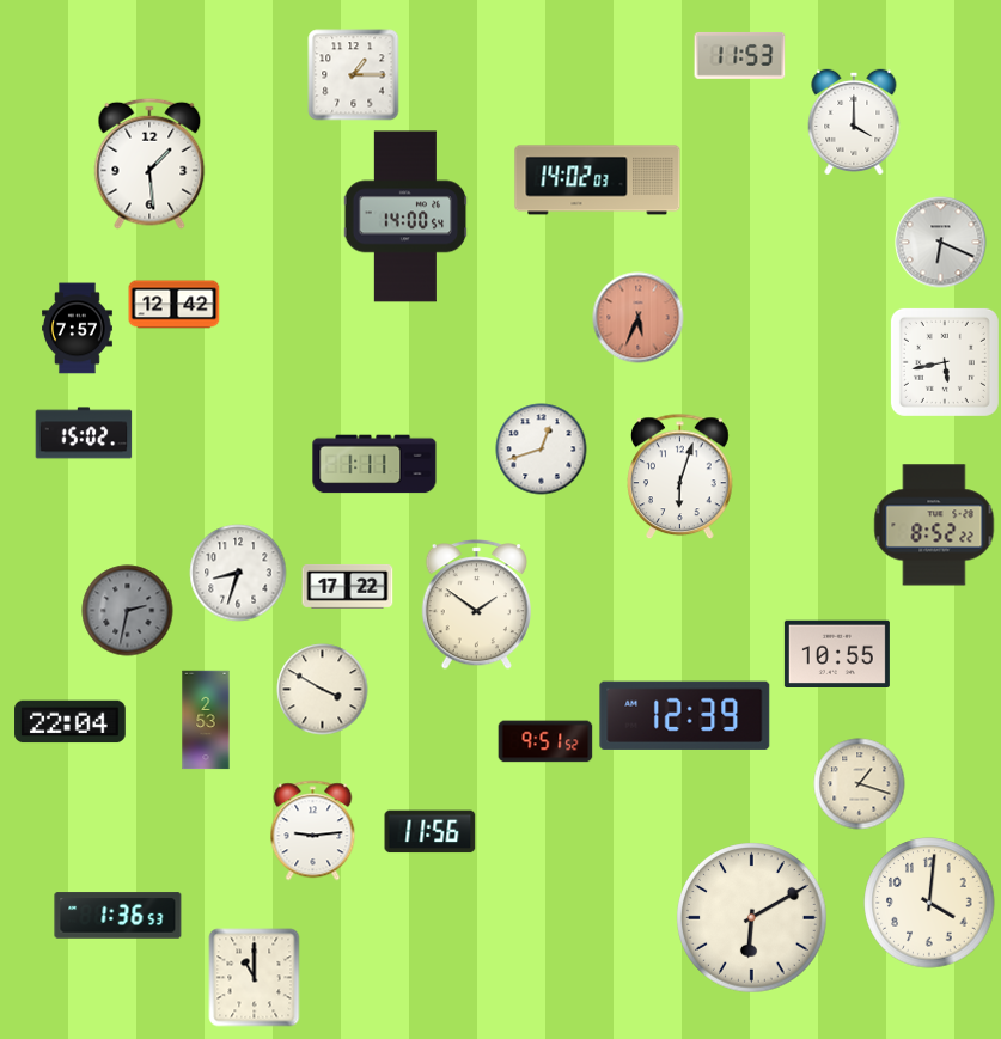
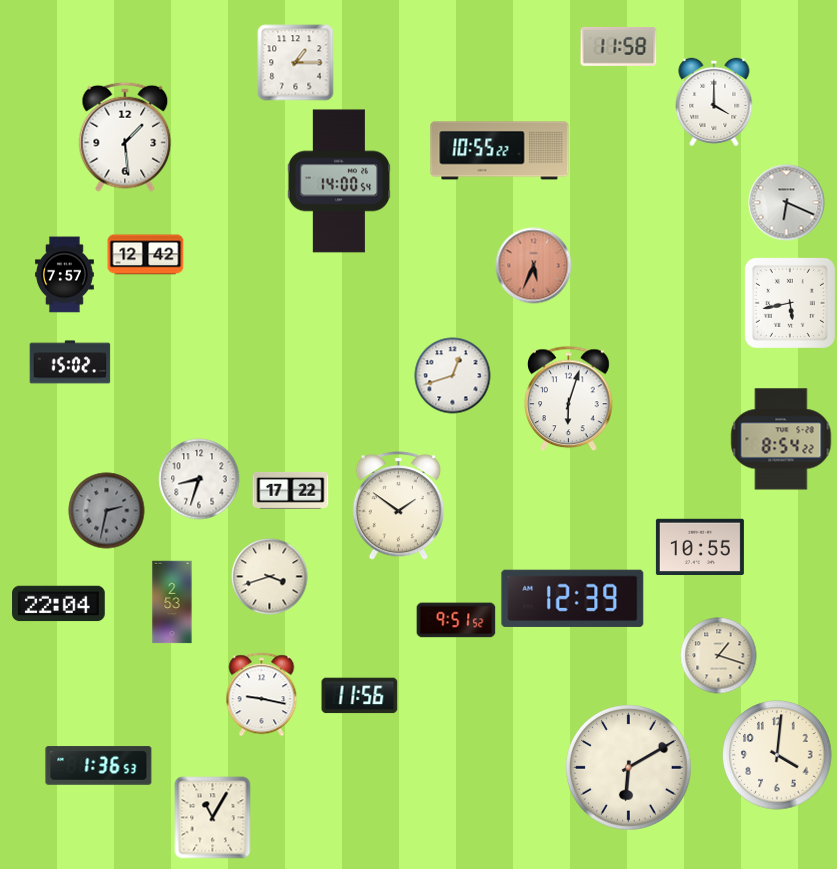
clock at (740, 56): 11:53 -> 11:58
clock at (598, 181): 14:02 -> 10:55
clock at (374, 464): 1:11 -> none
clock at (934, 525): 8:52 -> 8:54
clock at (323, 690): 3:50 -> 3:42
clock at (313, 831): 9:14 -> 9:17
clock at (255, 978): 11:00 -> 11:05
